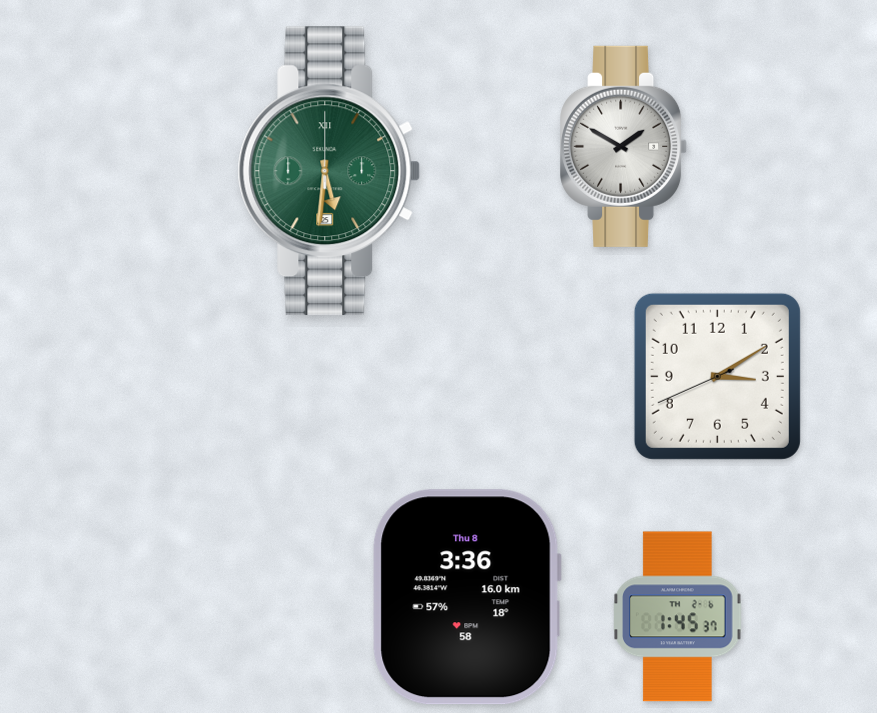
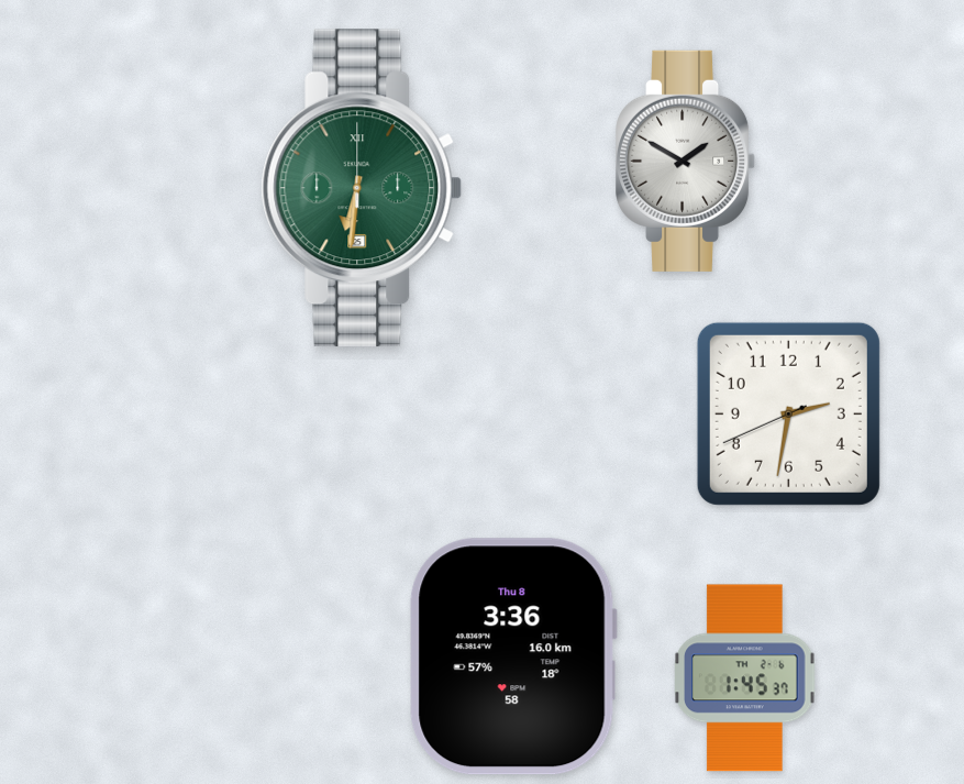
clock at (329, 171): 5:31 -> 6:31
clock at (717, 376): 3:09 -> 2:31
